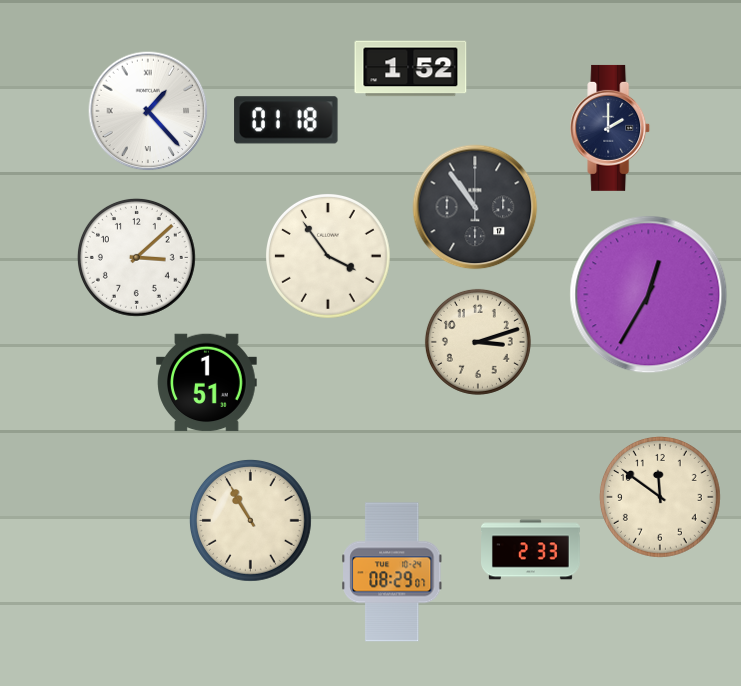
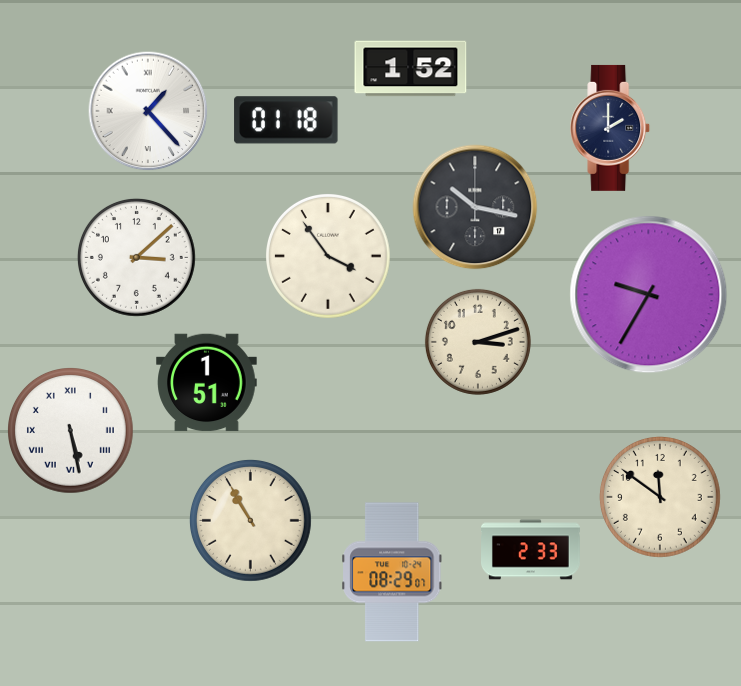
clock at (475, 207): 10:54 -> 10:17
clock at (649, 295): 12:35 -> 9:35
clock at (71, 431): none -> 5:28
